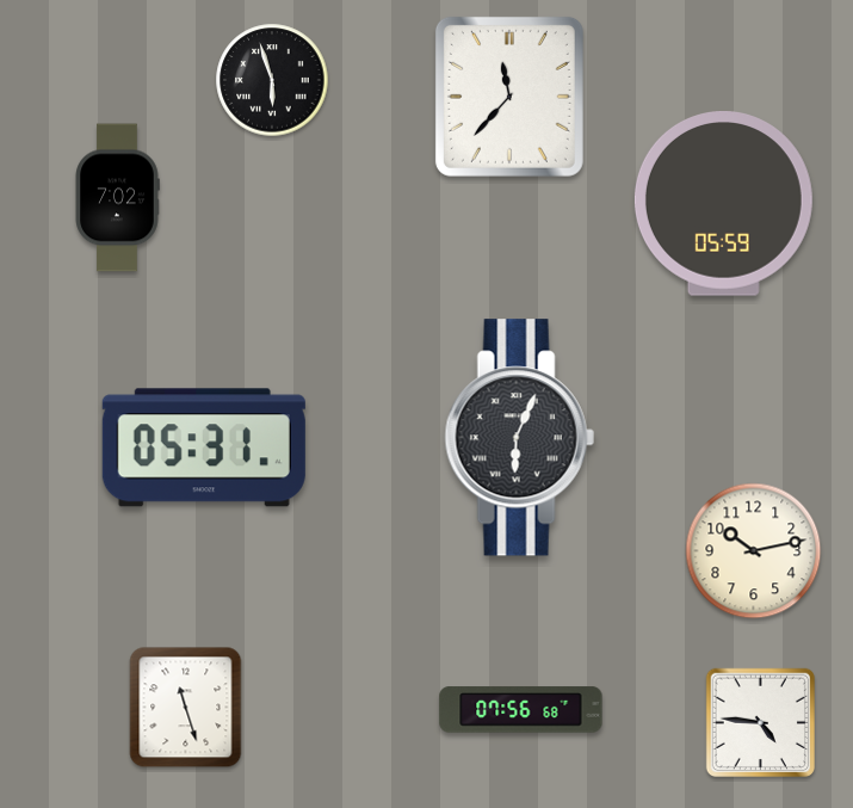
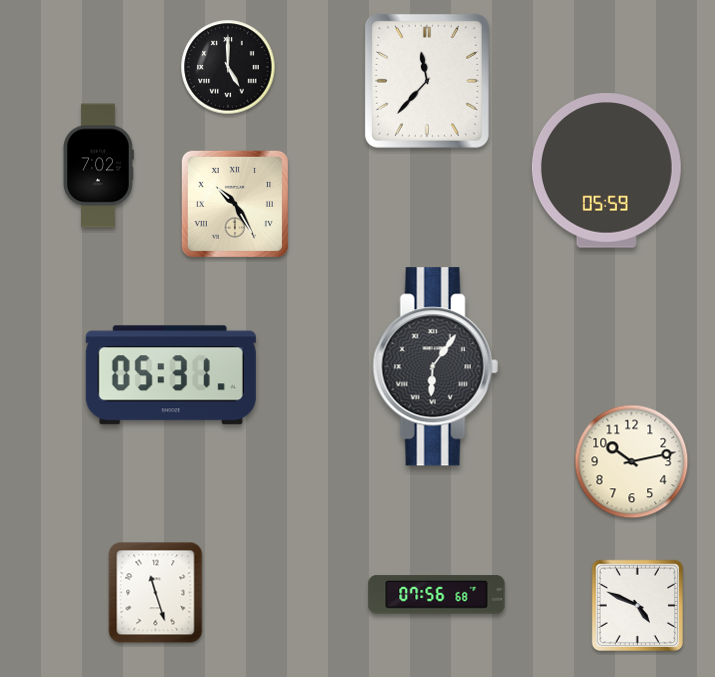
clock at (272, 80): 5:57 -> 5:00
clock at (235, 204): none -> 10:25
clock at (519, 438): 6:04 -> 6:06
clock at (760, 722): 4:46 -> 4:49
